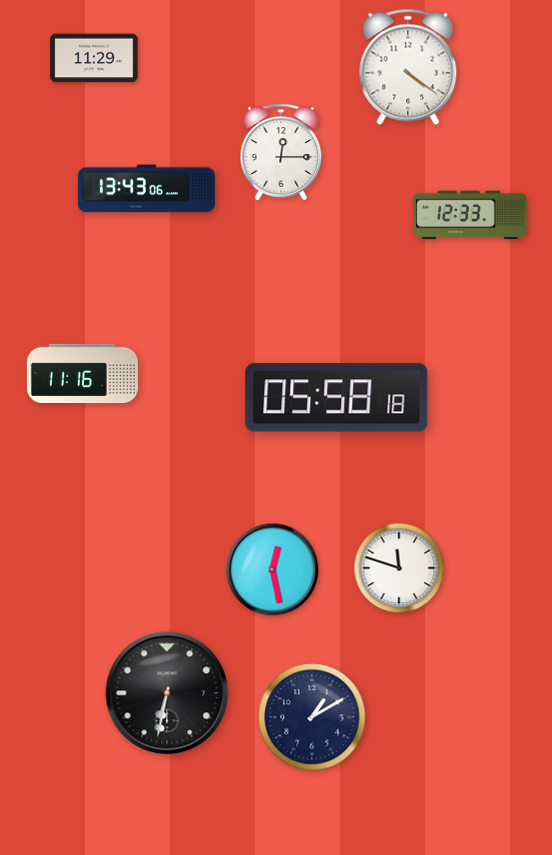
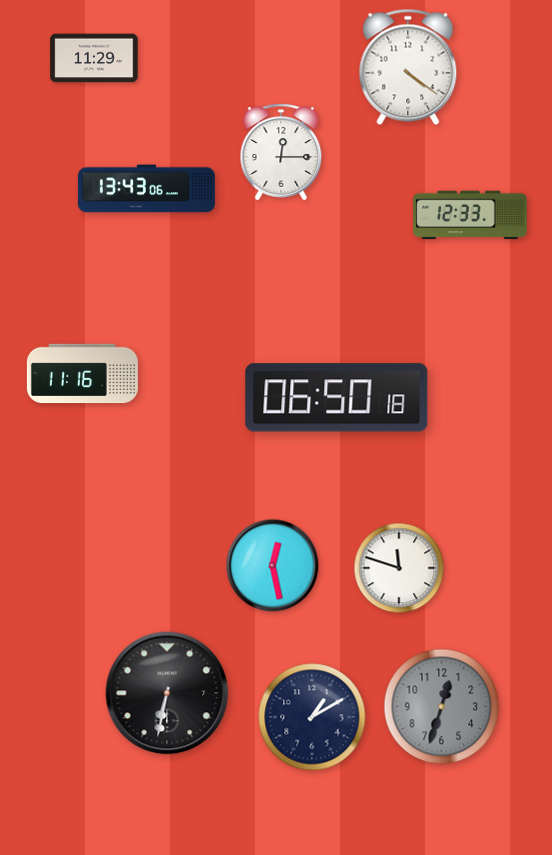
clock at (337, 398): 05:58 -> 06:50
clock at (273, 570) position: (273, 570) -> (273, 566)
clock at (442, 707): none -> 12:33
